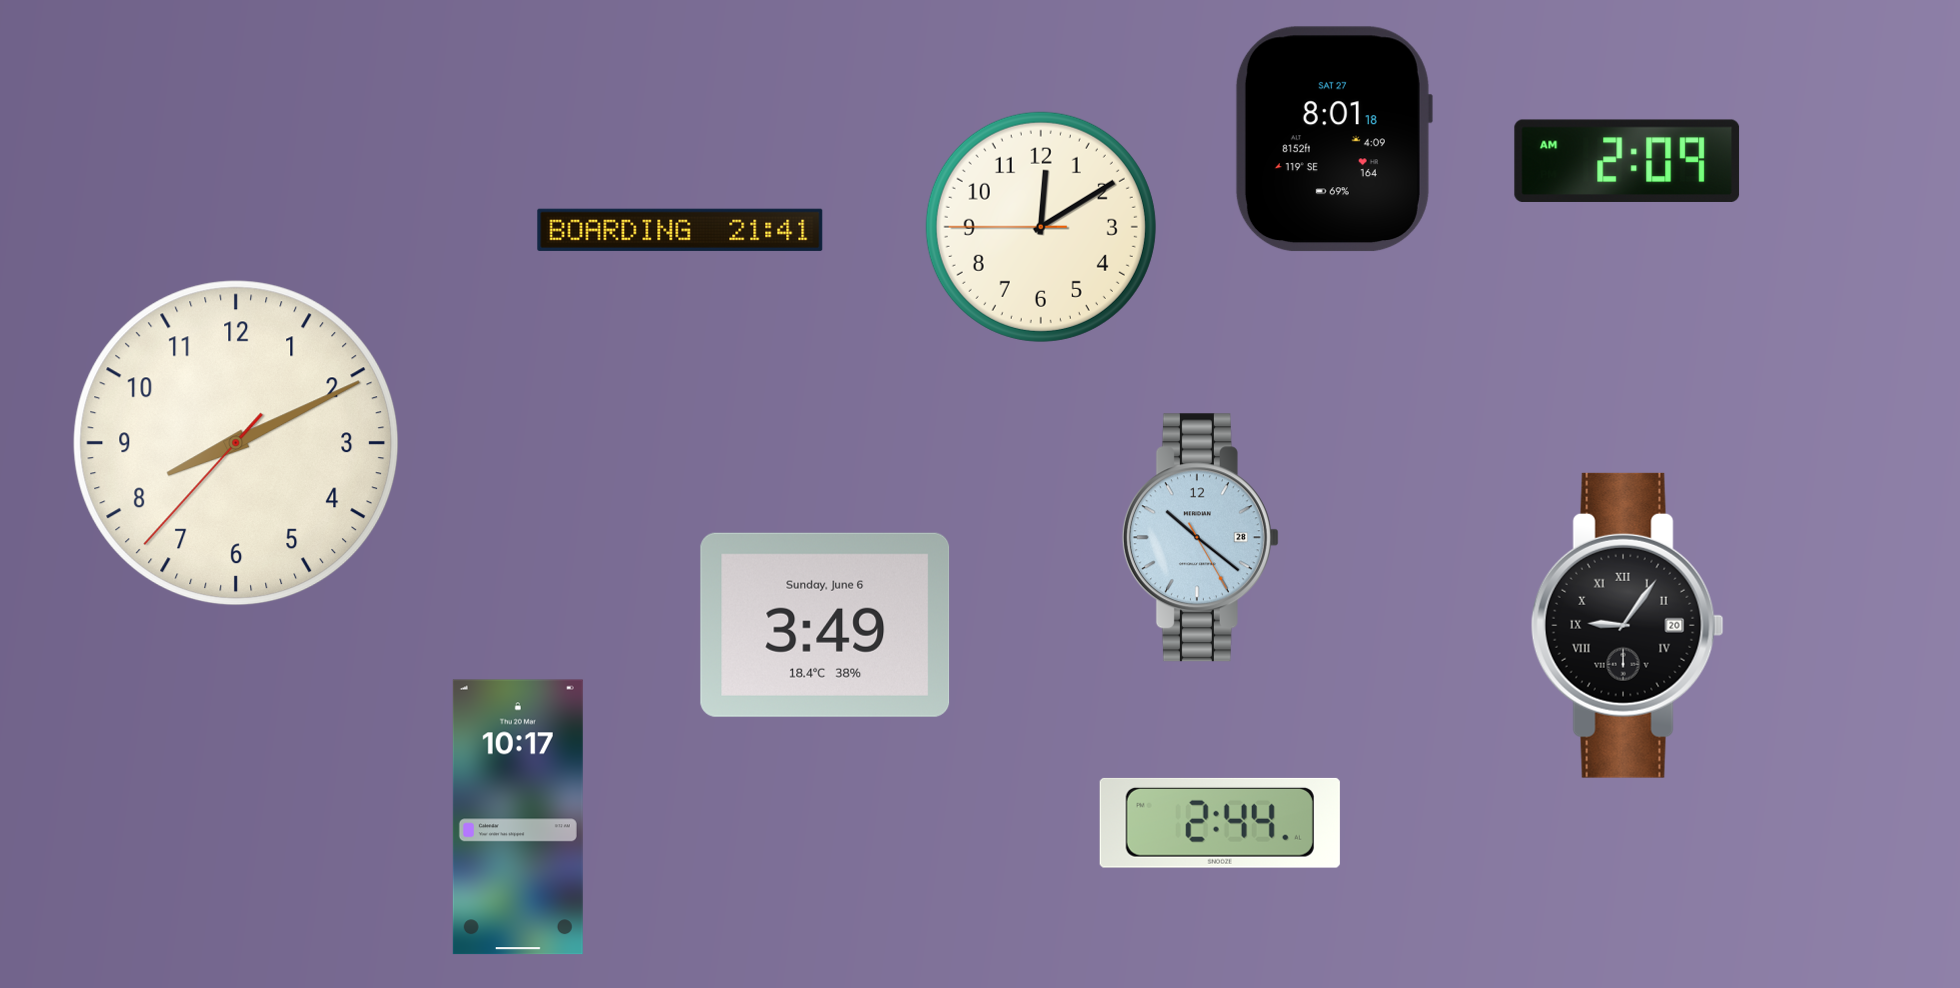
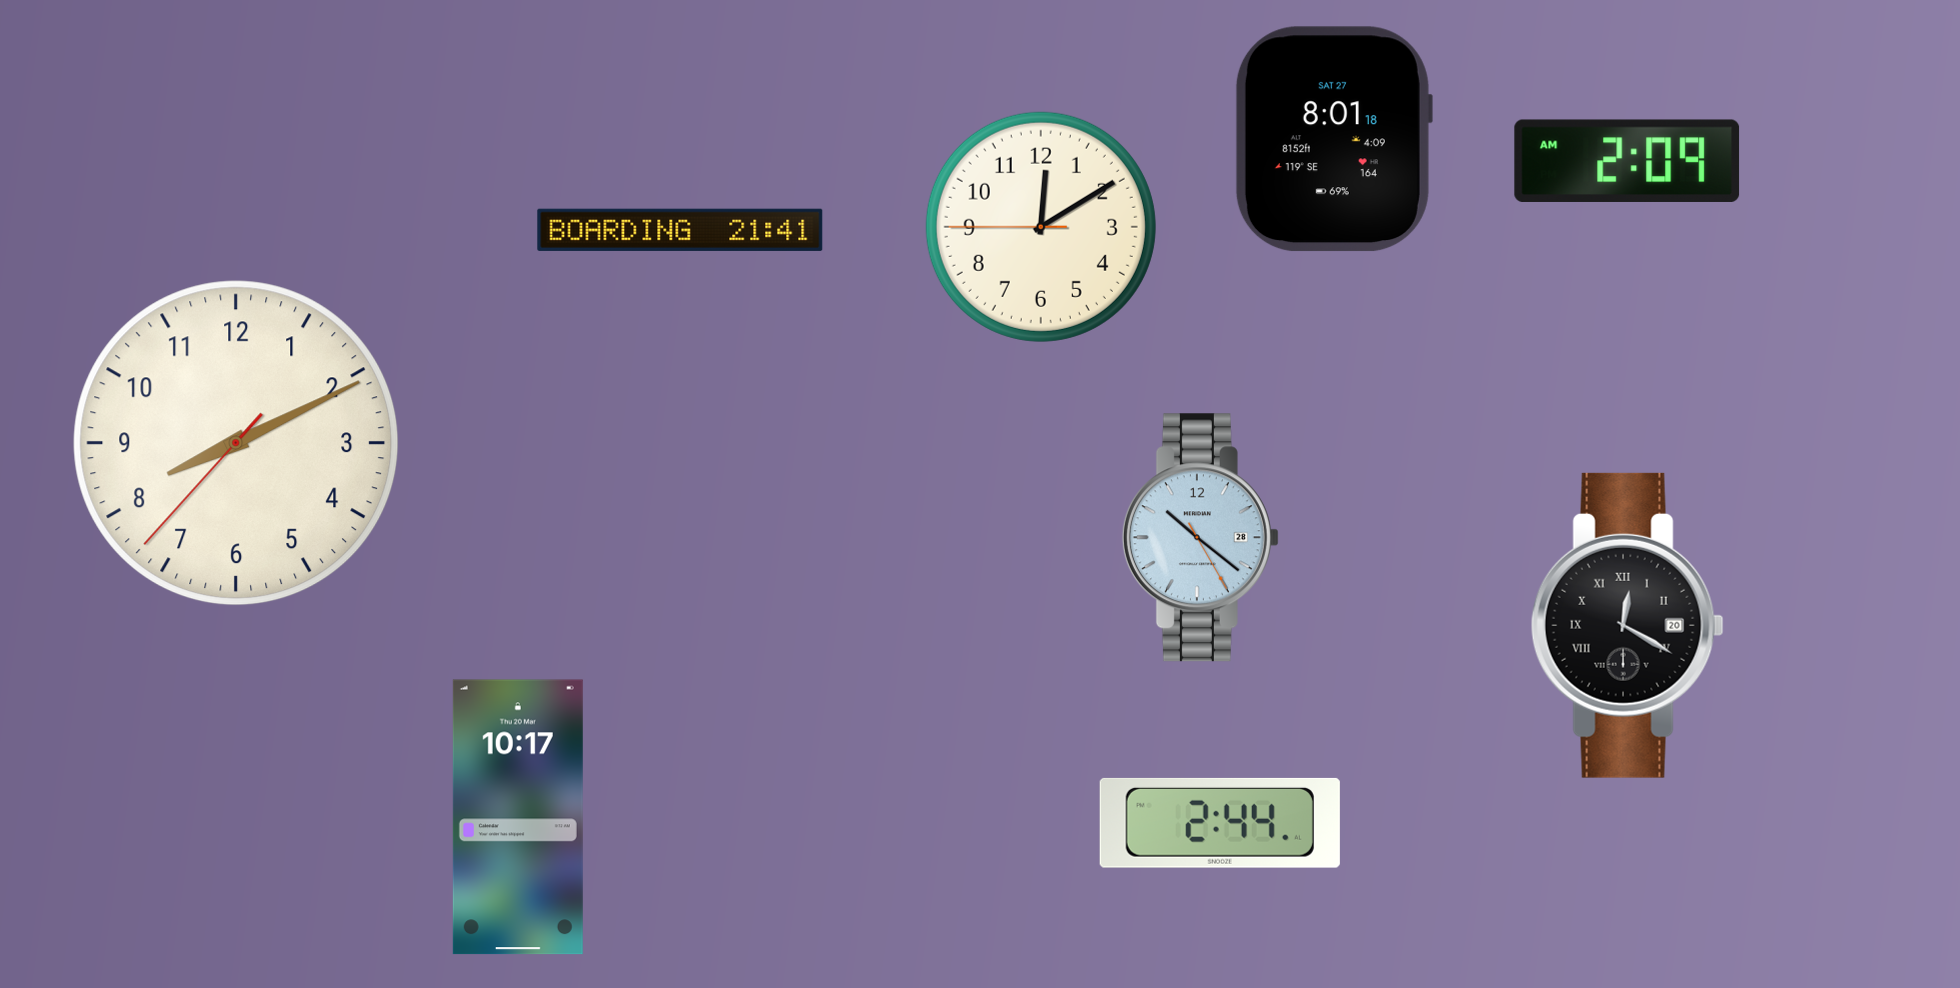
clock at (825, 625): 3:49 -> none
clock at (1627, 625): 9:06 -> 12:20
